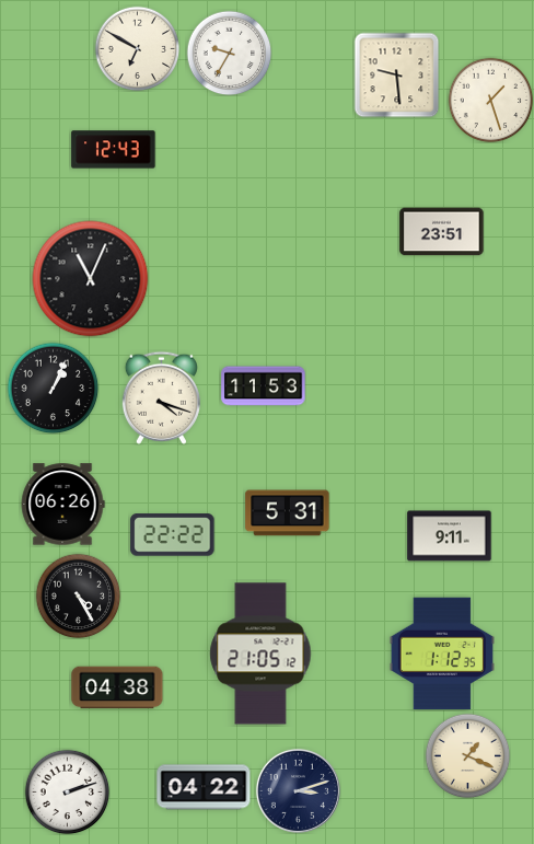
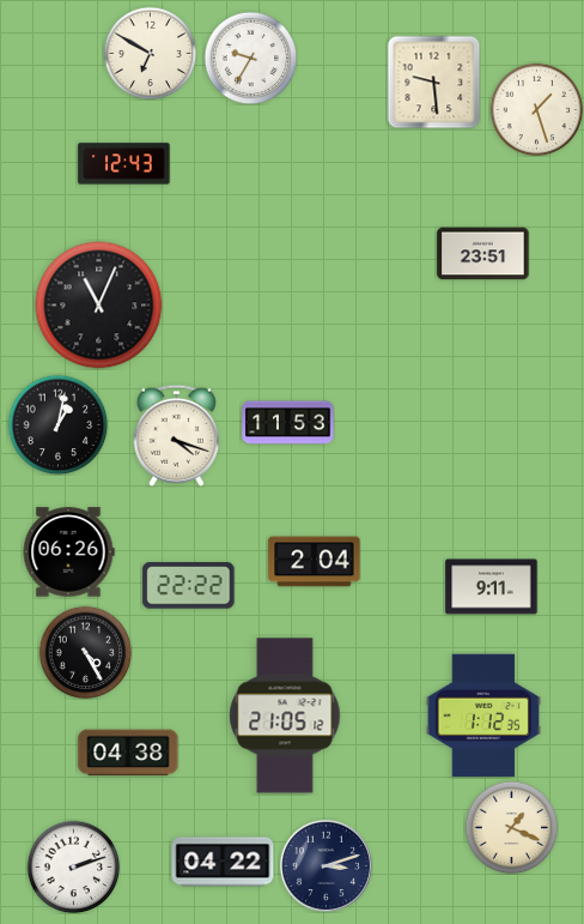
clock at (53, 388): 1:04 -> 1:02
clock at (288, 513): 5:31 -> 2:04
